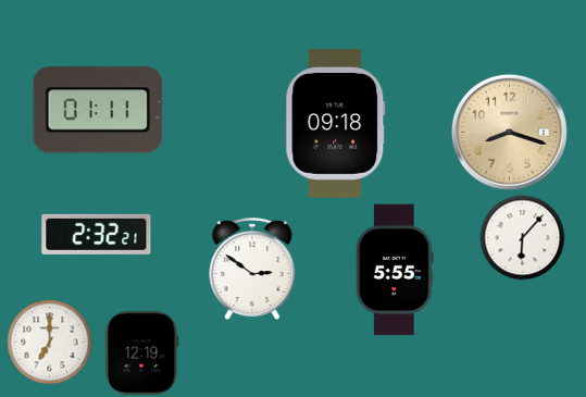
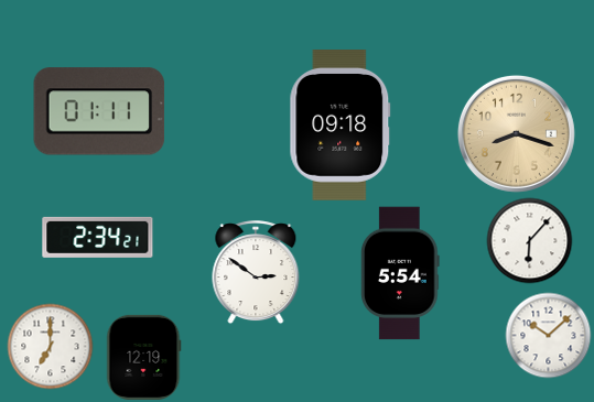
clock at (97, 234): 2:32 -> 2:34
clock at (396, 270): 5:55 -> 5:54
clock at (548, 335): none -> 10:08
